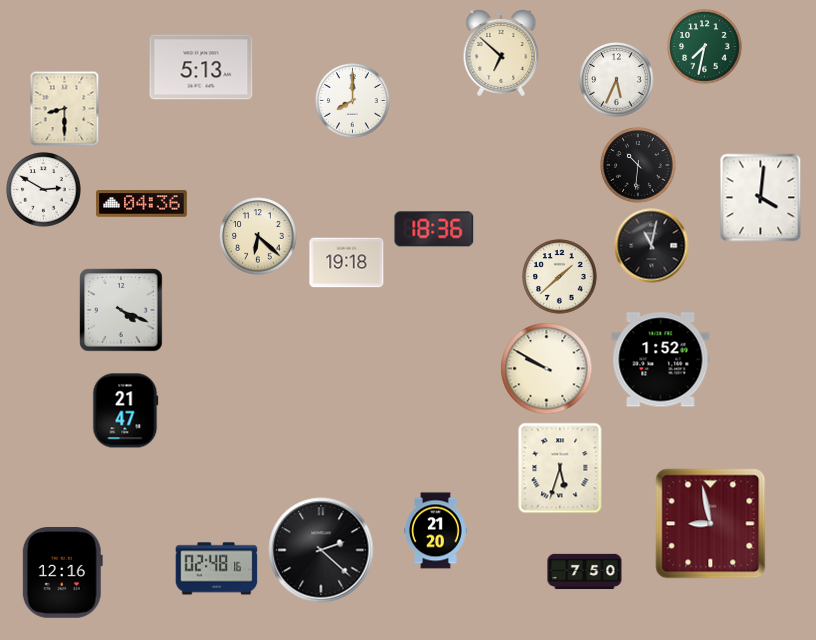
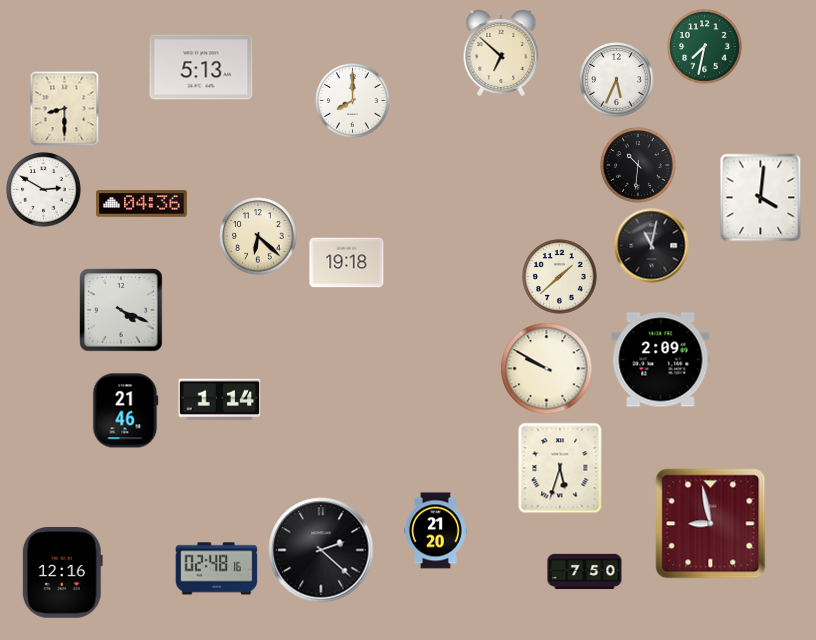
clock at (434, 229): 18:36 -> none
clock at (661, 360): 1:52 -> 2:09
clock at (220, 400): none -> 1:14
clock at (126, 411): 21:47 -> 21:46
